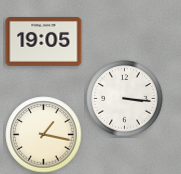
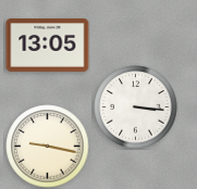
clock at (44, 41): 19:05 -> 13:05
clock at (44, 135): 1:17 -> 9:17
